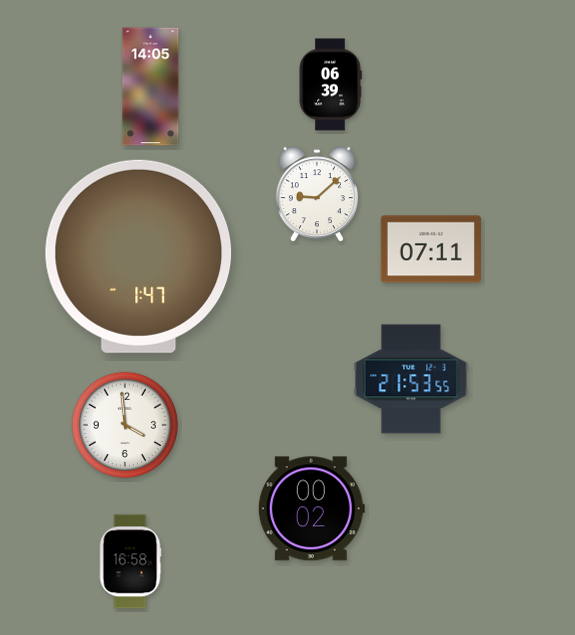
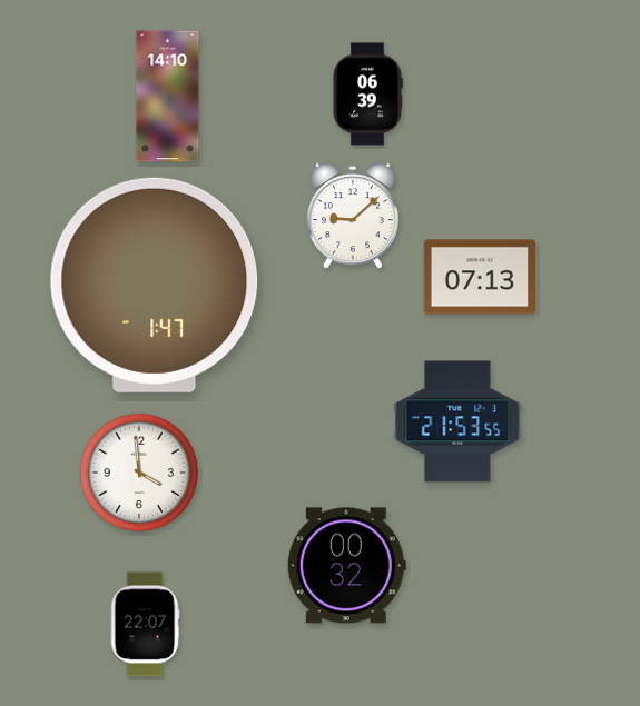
clock at (151, 87): 14:05 -> 14:10
clock at (431, 249): 07:11 -> 07:13
clock at (311, 509): 00:02 -> 00:32
clock at (130, 562): 16:58 -> 22:07
